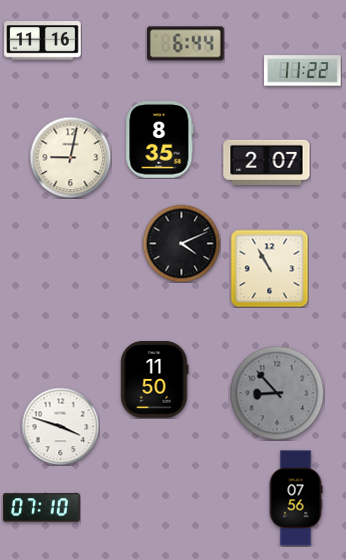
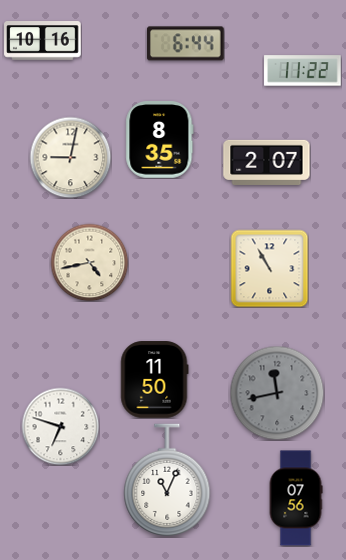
clock at (43, 41): 11:16 -> 10:16
clock at (181, 243): 4:11 -> none
clock at (89, 262): none -> 4:43
clock at (277, 393): 8:53 -> 11:43
clock at (60, 426): 3:48 -> 6:48
clock at (167, 480): none -> 11:04
clock at (42, 508): 07:10 -> none
